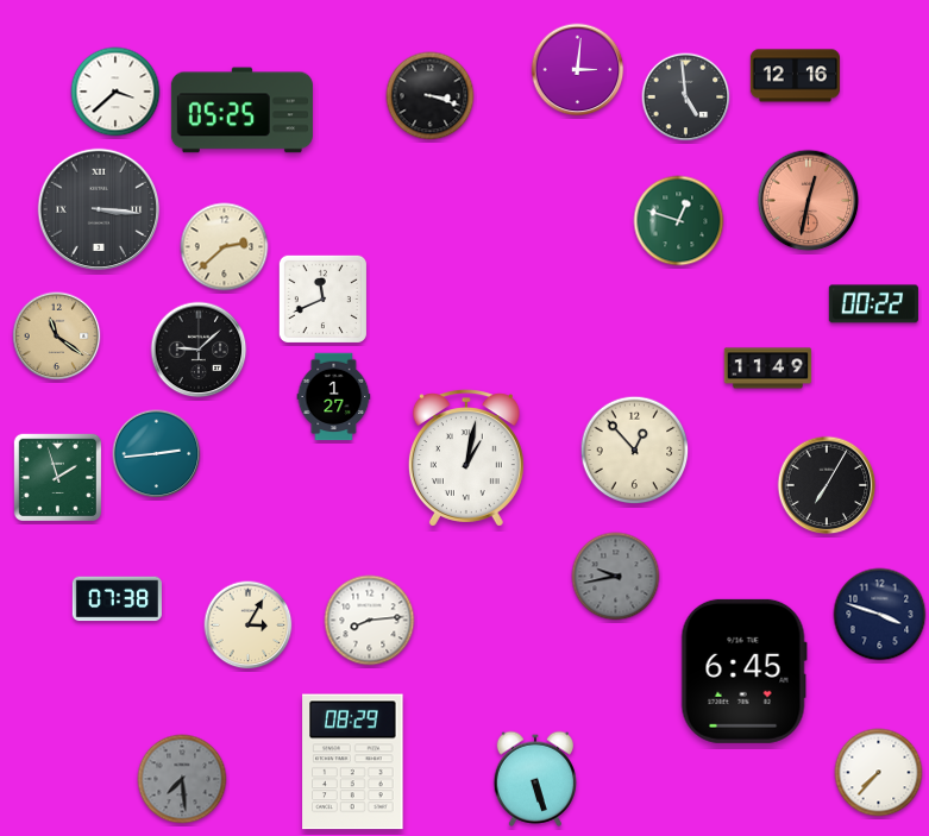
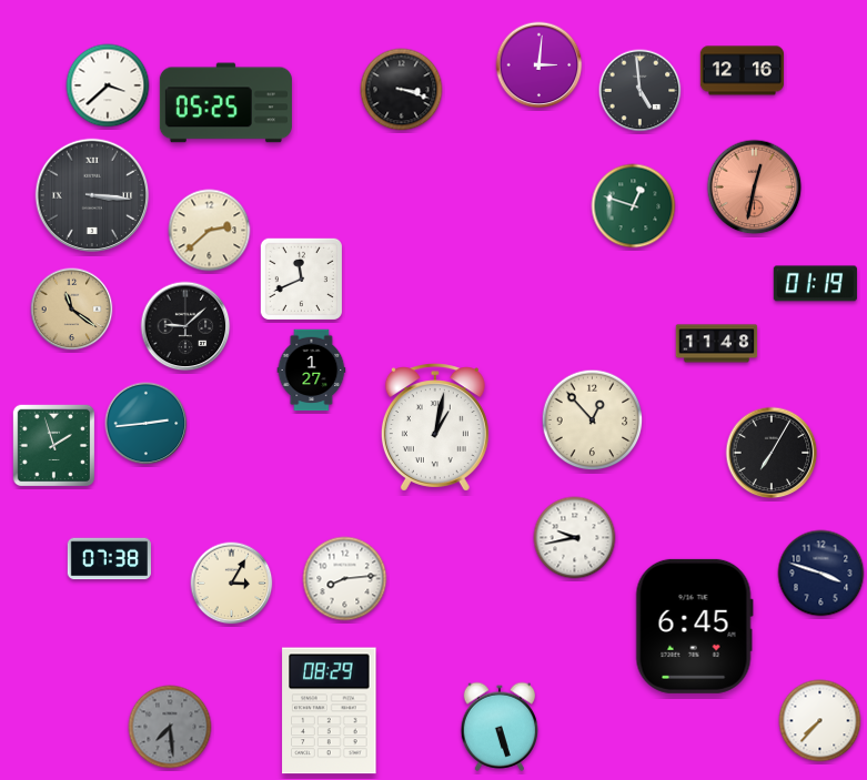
clock at (873, 304): 00:22 -> 01:19
clock at (57, 337) position: (57, 337) -> (72, 310)
clock at (768, 369): 11:49 -> 11:48
clock at (616, 577) dial: grey -> white
